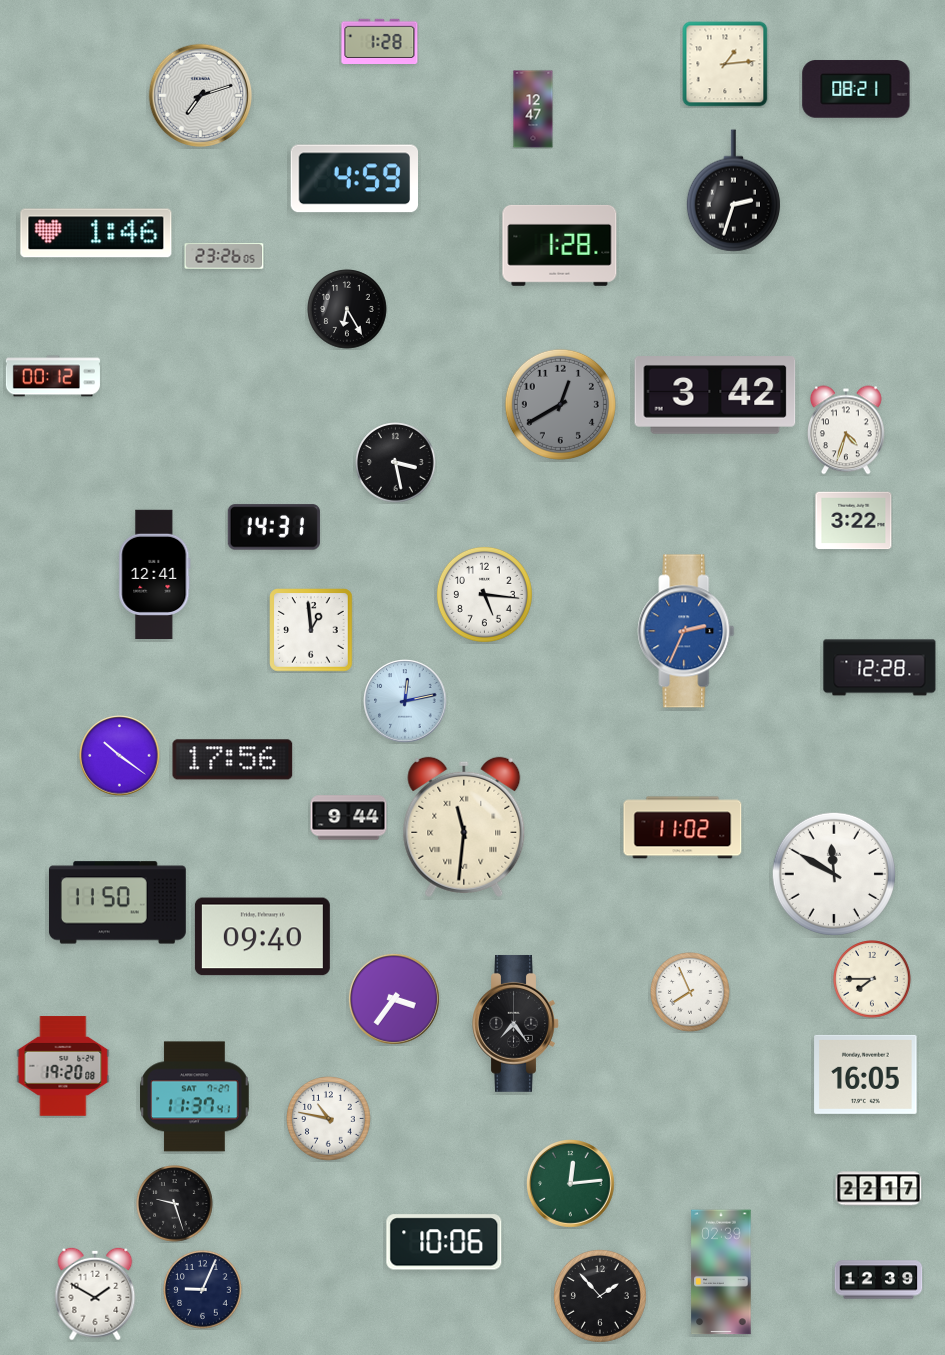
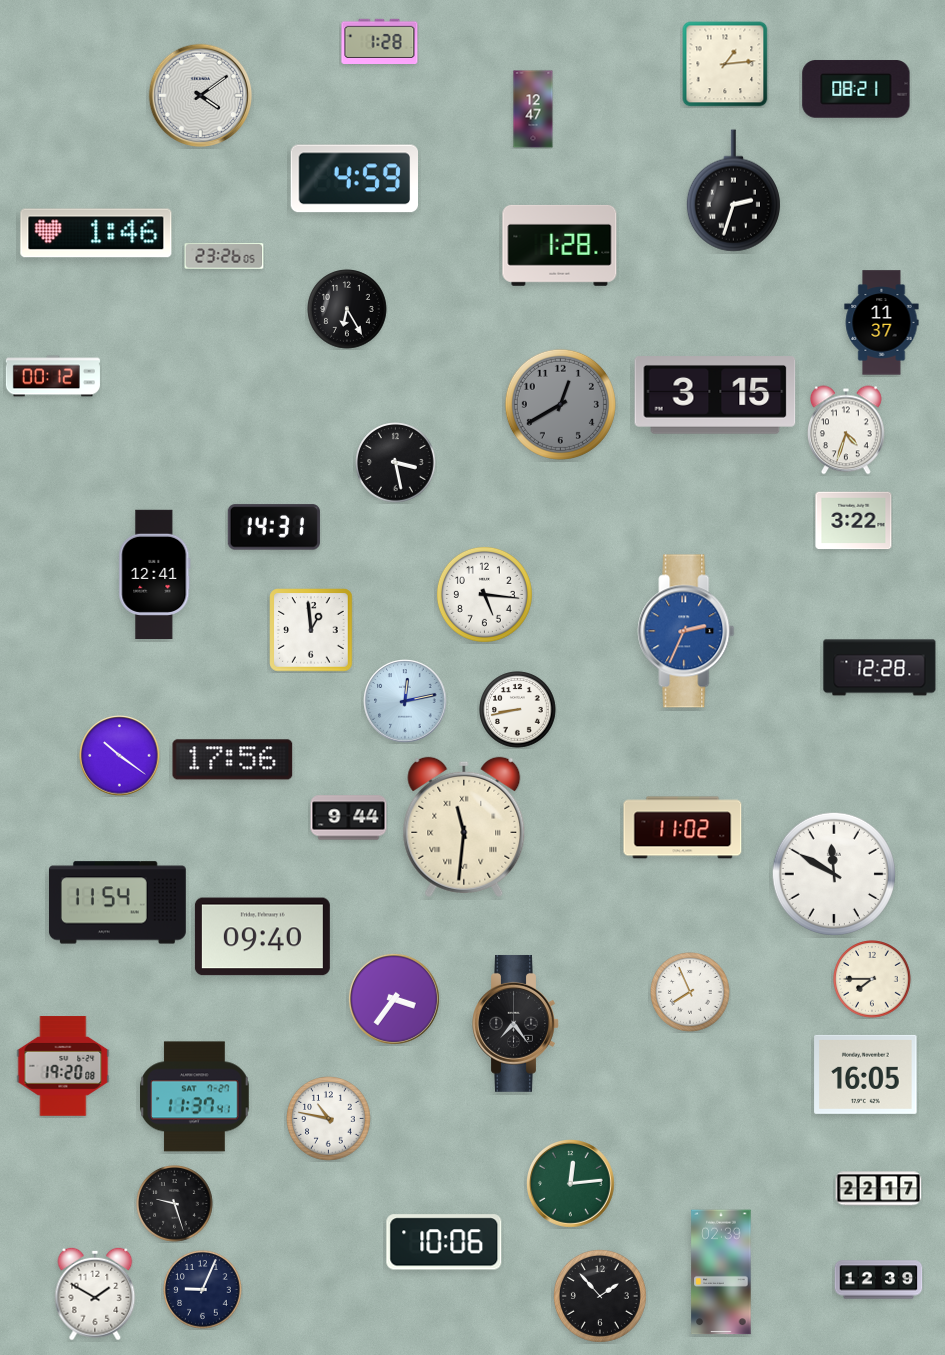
clock at (201, 96): 7:12 -> 4:09
clock at (882, 323): none -> 11:37
clock at (715, 395): 3:42 -> 3:15
clock at (518, 710): none -> 8:43
clock at (117, 903): 11:50 -> 11:54
